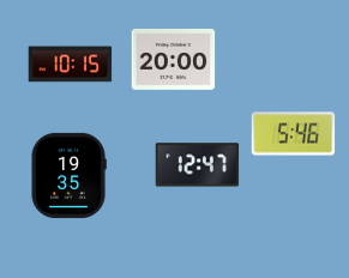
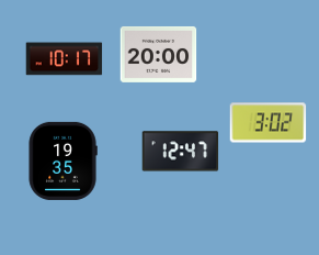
clock at (71, 65): 10:15 -> 10:17
clock at (294, 134): 5:46 -> 3:02
